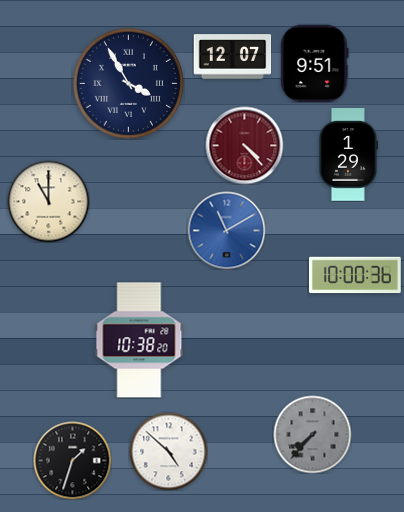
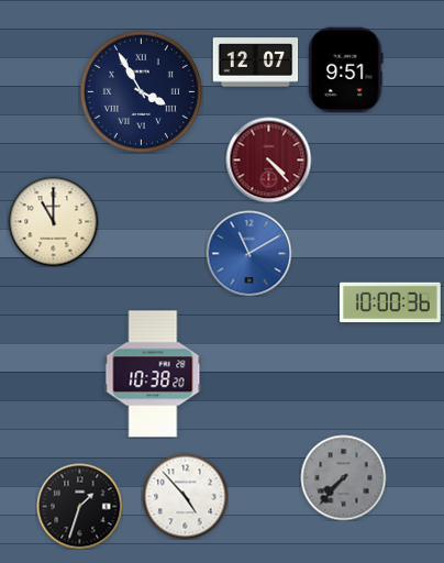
clock at (348, 155): 1:29 -> none
clock at (168, 451): 4:52 -> 4:53
